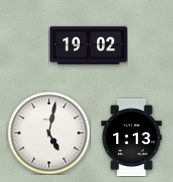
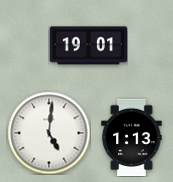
clock at (88, 46): 19:02 -> 19:01
clock at (49, 133): 5:02 -> 5:01
